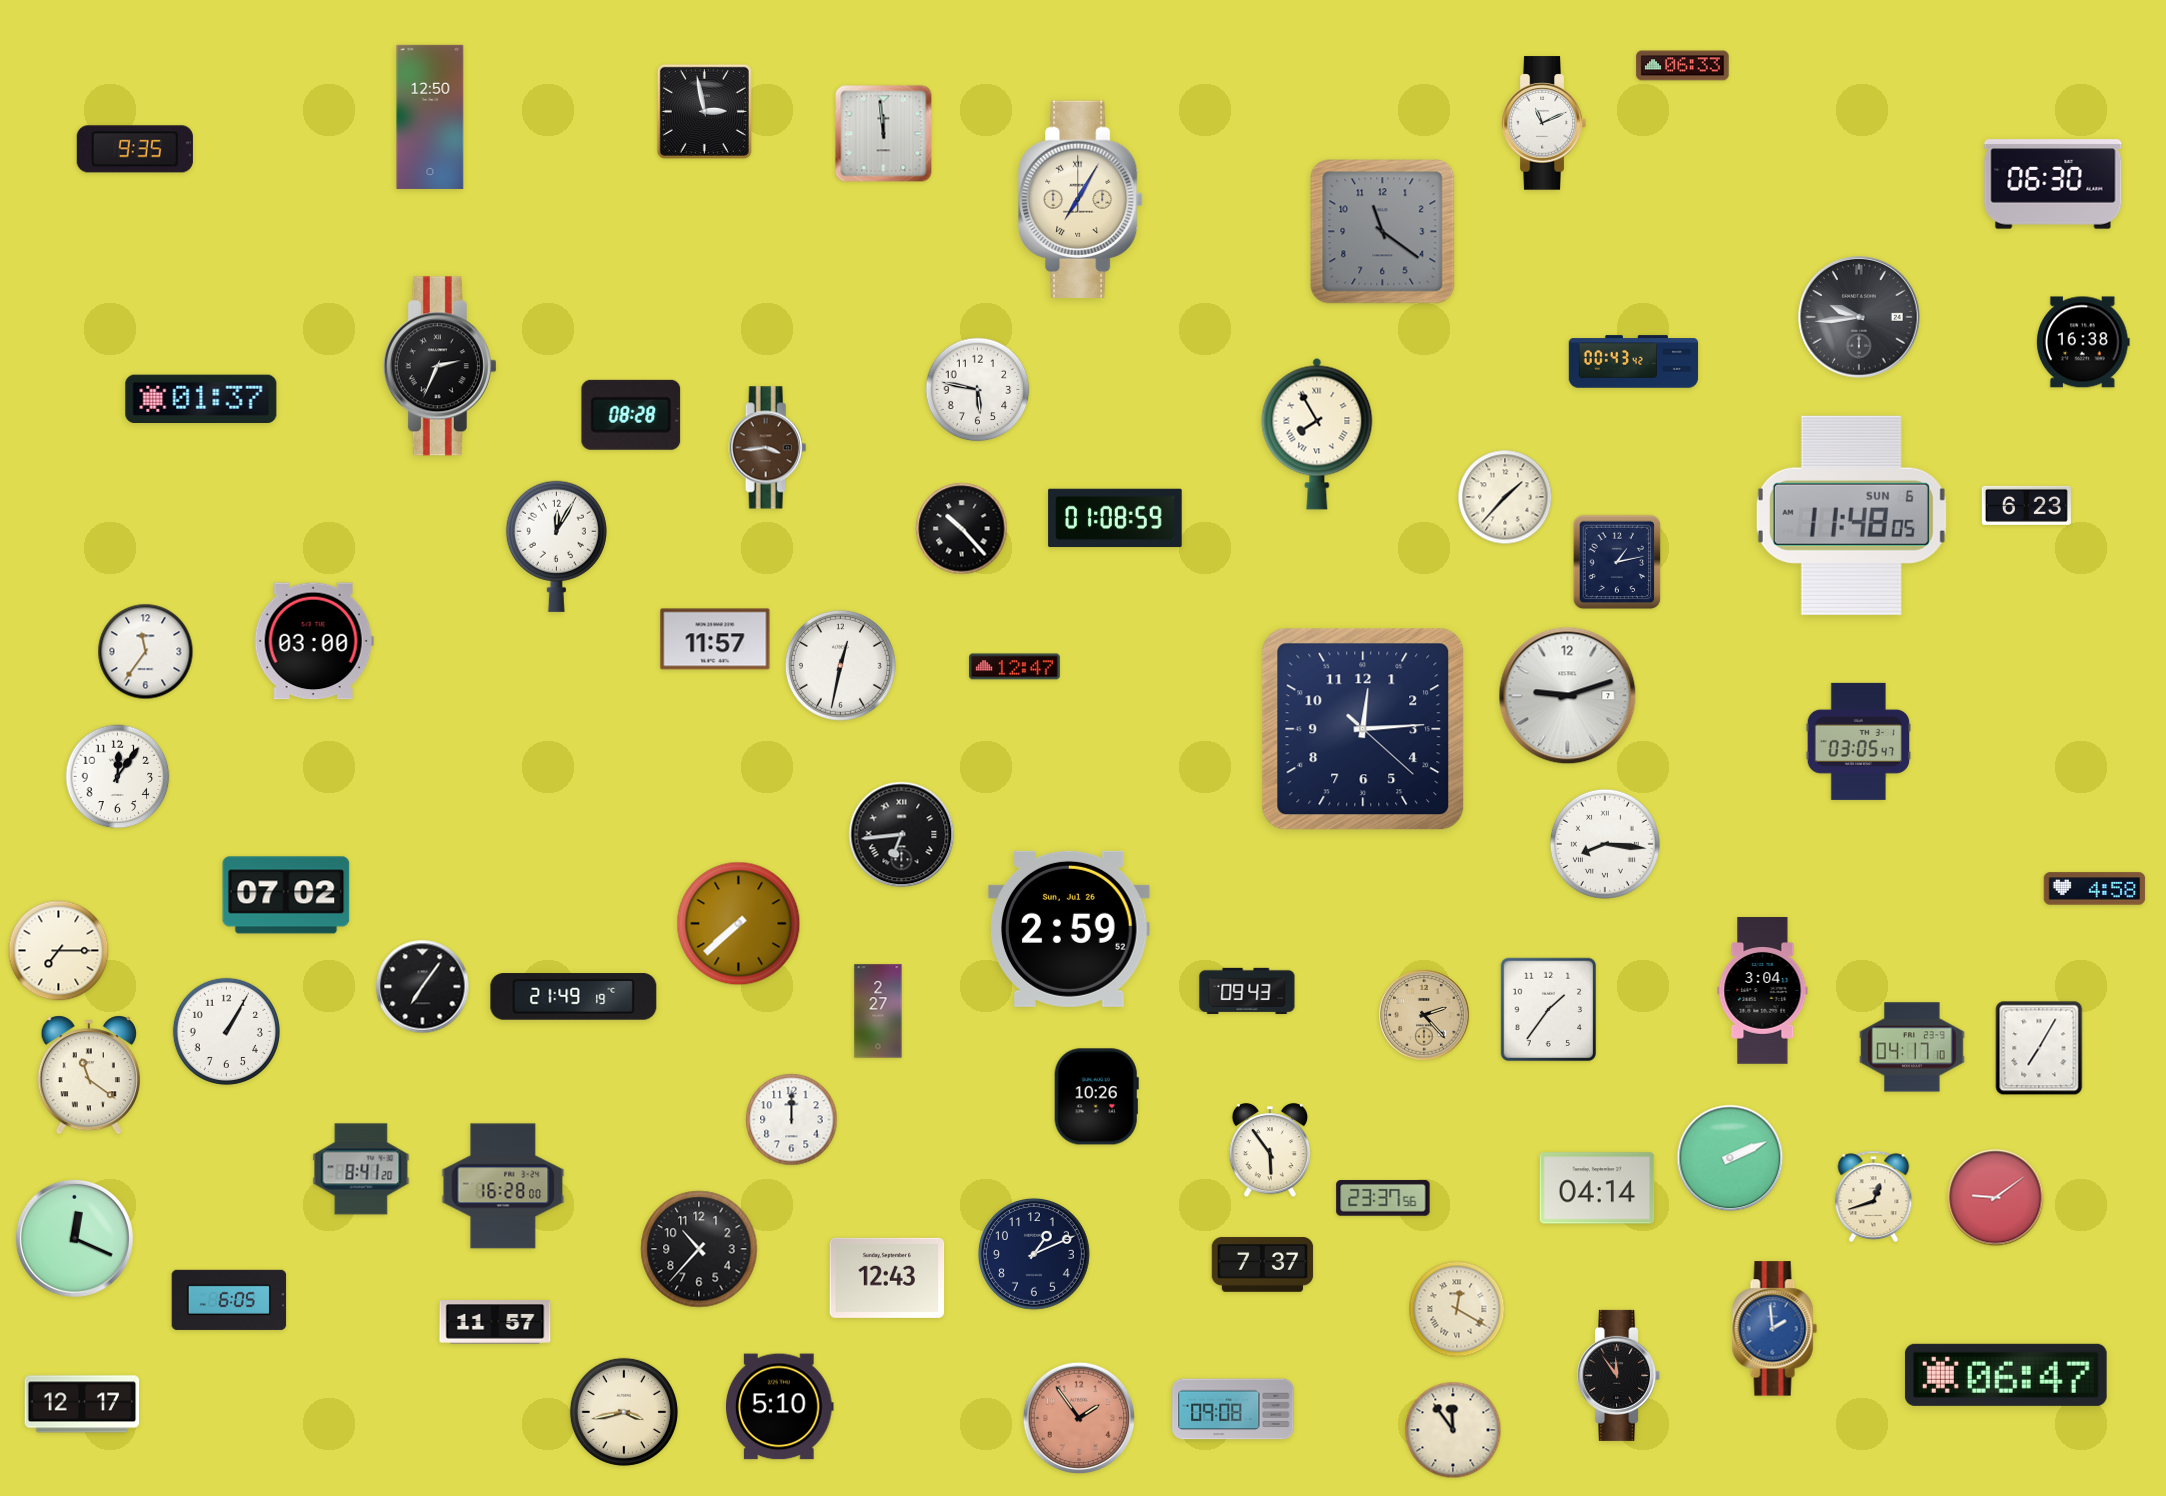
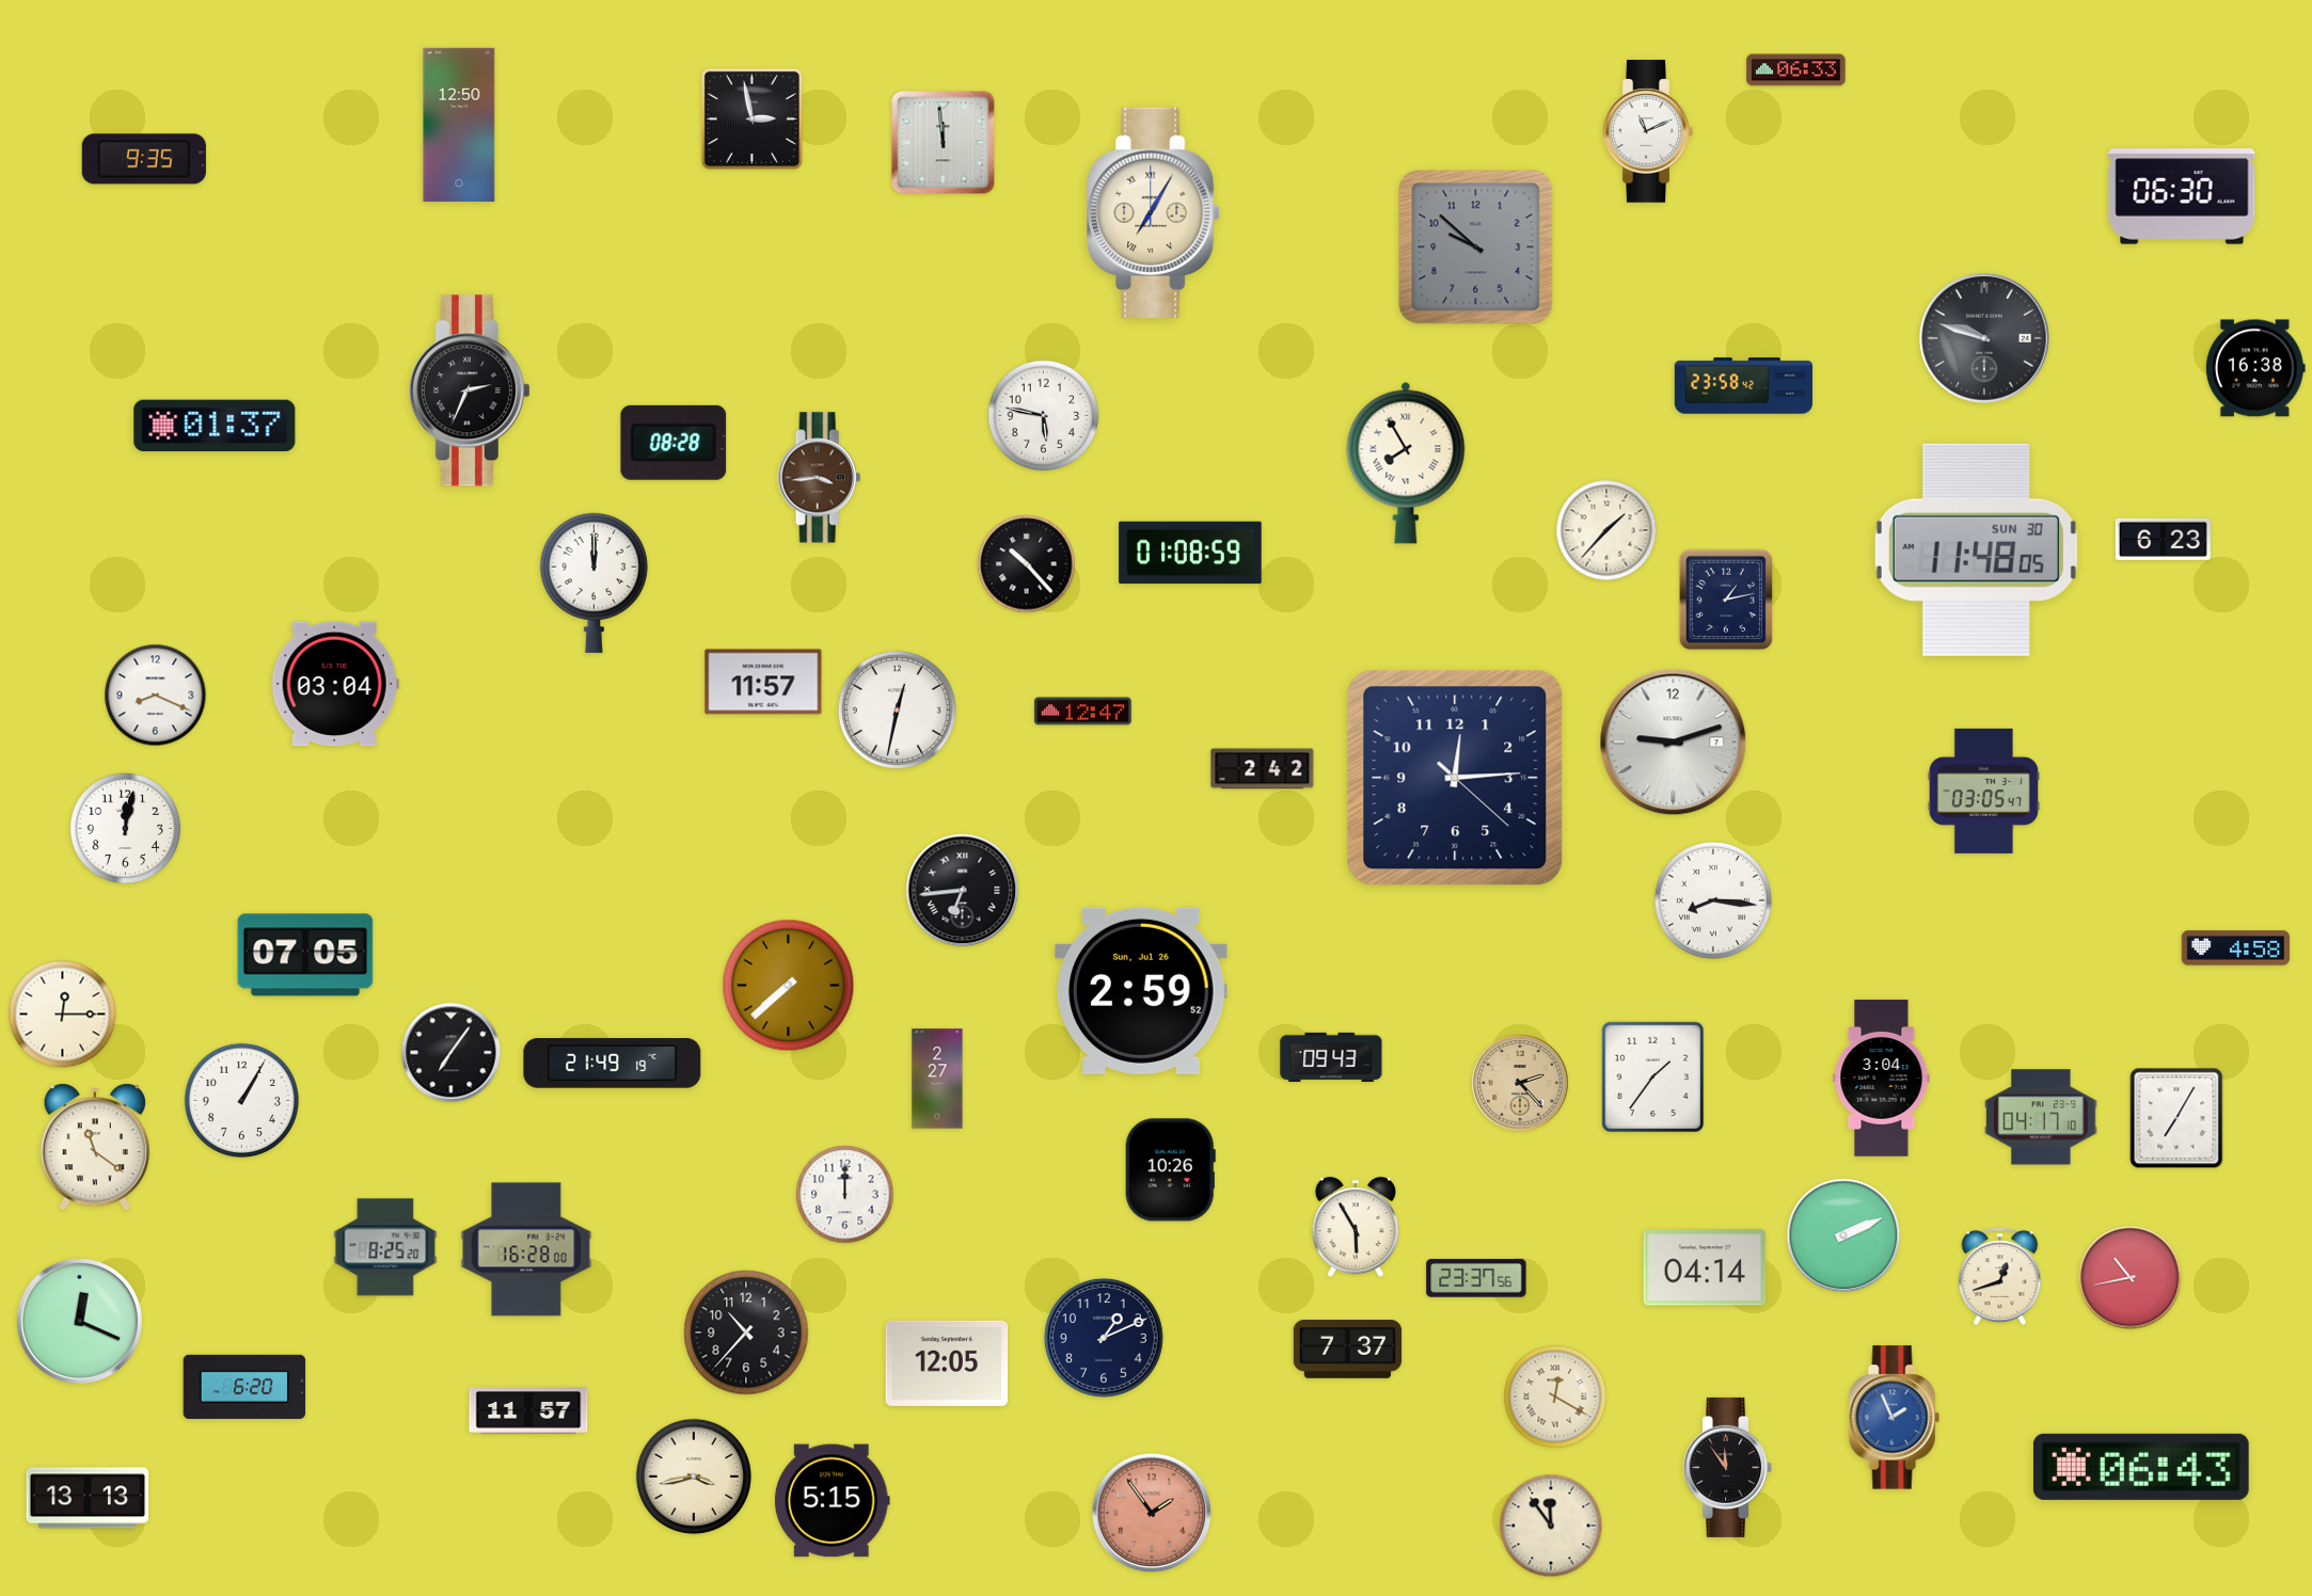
clock at (2053, 184) position: (2053, 184) -> (2182, 196)
clock at (1383, 232): 11:21 -> 9:52
clock at (1859, 317): 9:44 -> 9:48
clock at (2083, 342) position: (2083, 342) -> (2255, 368)
clock at (1634, 362): 00:43 -> 23:58
clock at (1851, 515) date: SUN 6 -> SUN 30
clock at (556, 546): 12:05 -> 12:00
clock at (314, 641): 03:00 -> 03:04
clock at (146, 652): 11:36 -> 8:19
clock at (1263, 769): none -> 2:42
clock at (118, 777): 12:06 -> 12:02
clock at (286, 895): 07:02 -> 07:05
clock at (59, 951): 7:15 -> 12:15
clock at (1763, 991) position: (1763, 991) -> (1882, 1079)
clock at (1269, 1151): 5:54 -> 5:55
clock at (1730, 1158) position: (1730, 1158) -> (1843, 1235)
clock at (361, 1169): 8:41 -> 8:25
clock at (503, 1186) position: (503, 1186) -> (526, 1249)
clock at (1996, 1198): 9:09 -> 10:43
clock at (887, 1278): 12:43 -> 12:05
clock at (229, 1300): 6:05 -> 6:20
clock at (1774, 1329): 1:59 -> 1:56
clock at (2006, 1375): 06:47 -> 06:43
clock at (82, 1404): 12:17 -> 13:13
clock at (780, 1407): 5:10 -> 5:15
clock at (1233, 1409): 09:08 -> none
clock at (624, 1412) position: (624, 1412) -> (694, 1477)
